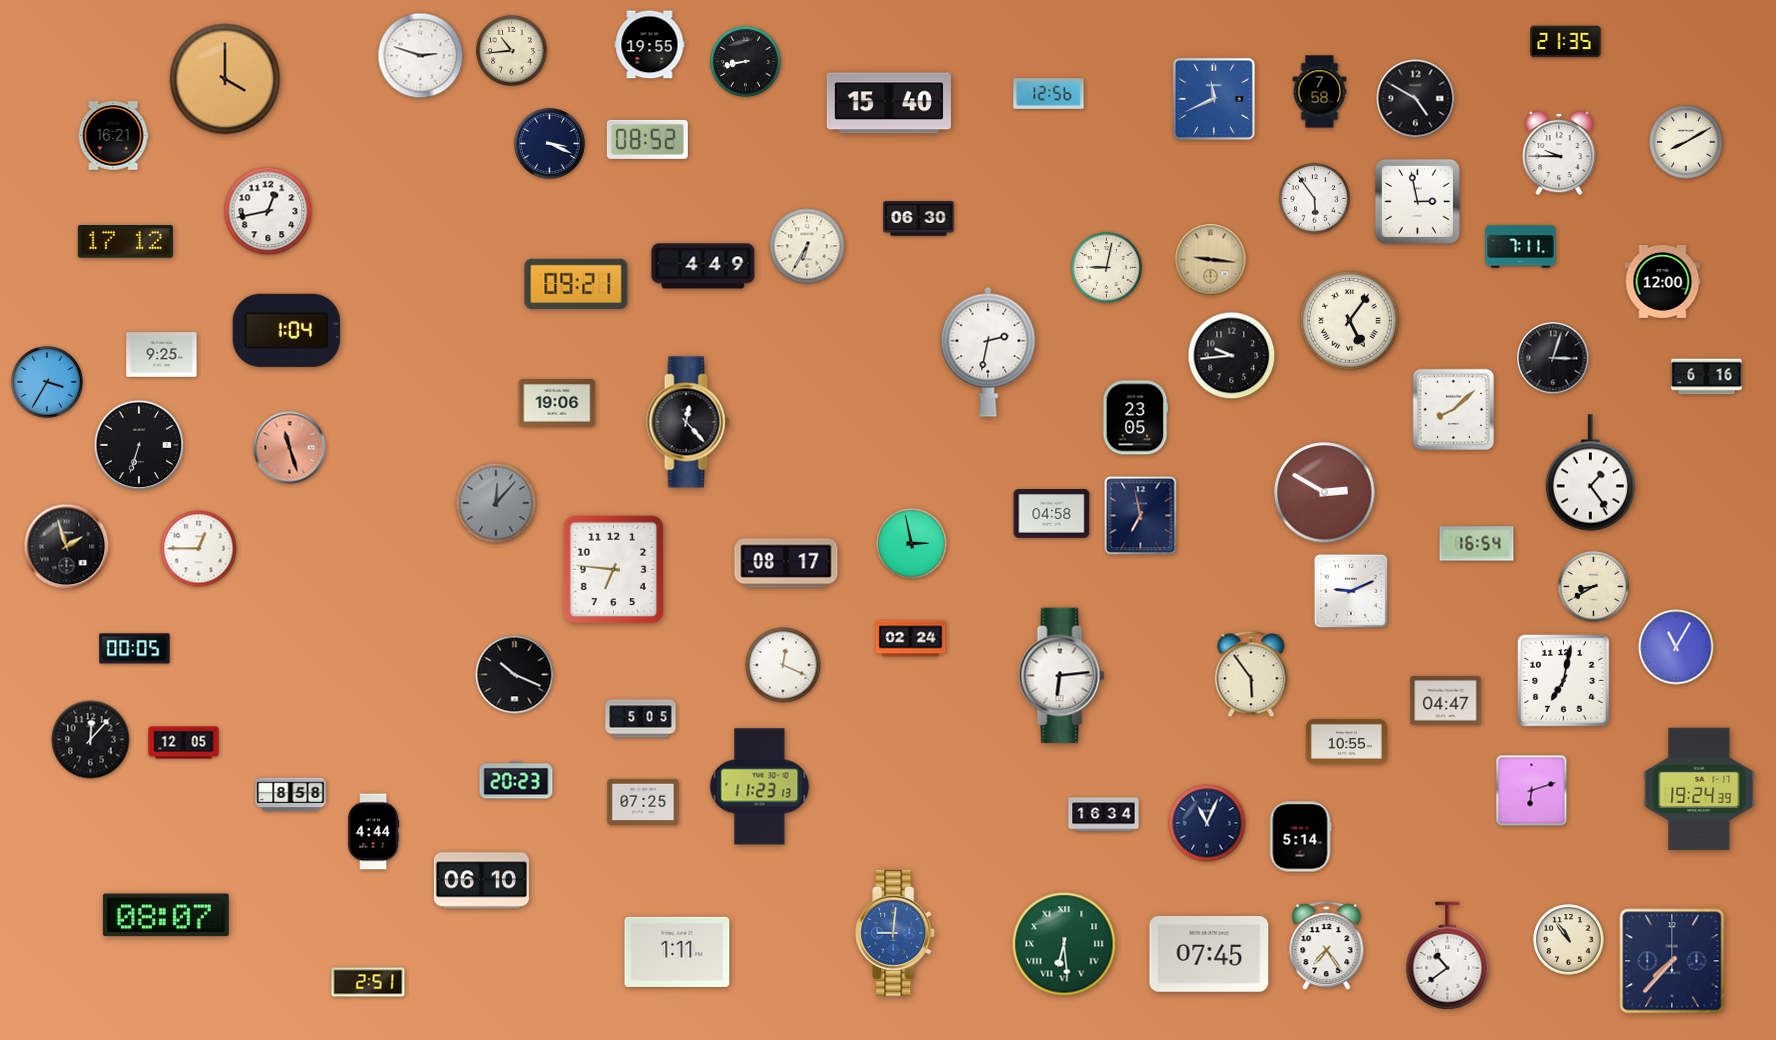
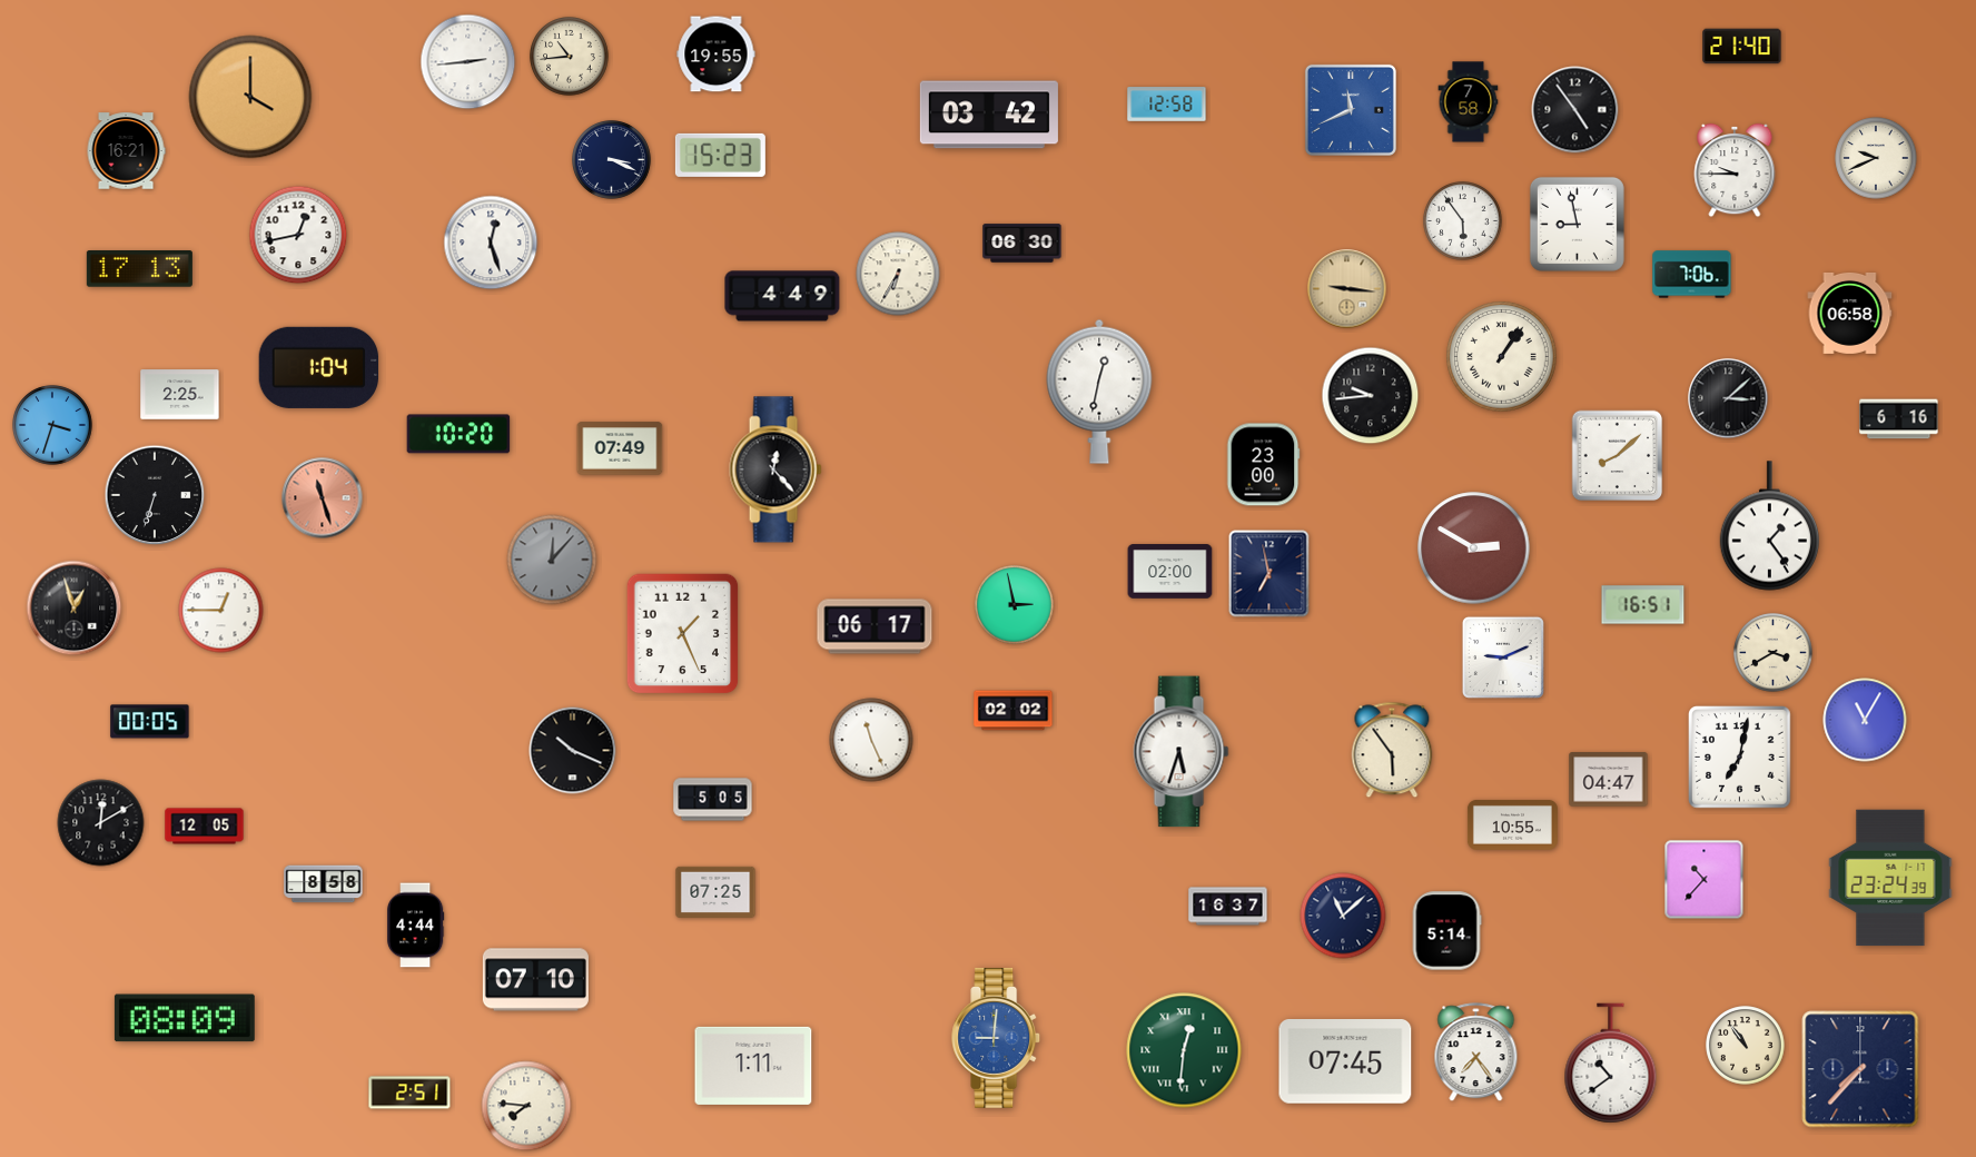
clock at (1566, 42): 21:35 -> 21:40
clock at (650, 45) position: (650, 45) -> (717, 55)
clock at (421, 56): 2:48 -> 2:44
clock at (746, 62): 8:43 -> none
clock at (225, 79) position: (225, 79) -> (250, 97)
clock at (1049, 94): 12:56 -> 12:58
clock at (1416, 99): 4:50 -> 4:54
clock at (889, 103): 15:40 -> 03:42
clock at (647, 139): 08:52 -> 15:23
clock at (1686, 142): 8:10 -> 9:41
clock at (1417, 201): 2:58 -> 8:58
clock at (491, 243): none -> 12:27
clock at (125, 242): 17:12 -> 17:13
clock at (1521, 247): 7:11 -> 7:06
clock at (1107, 268): 9:02 -> none
clock at (1663, 281): 12:00 -> 06:58
clock at (576, 284): 09:21 -> none
clock at (1350, 321): 5:06 -> 1:06
clock at (988, 352): 2:32 -> 12:32
clock at (162, 355): 9:25 -> 2:25
clock at (1553, 358): 3:03 -> 3:08
clock at (47, 382): 3:35 -> 3:33
clock at (458, 434): none -> 10:20
clock at (557, 403): 19:06 -> 07:49
clock at (1136, 418): 23:05 -> 23:00
clock at (688, 422) position: (688, 422) -> (775, 469)
clock at (1052, 514): 04:58 -> 02:00
clock at (1477, 544): 16:54 -> 16:51
clock at (67, 547): 1:57 -> 12:57
clock at (786, 563): 08:17 -> 06:17
clock at (614, 570): 6:46 -> 1:26
clock at (1594, 587): 8:40 -> 3:40
clock at (911, 639): 02:24 -> 02:02
clock at (783, 665): 12:19 -> 11:26
clock at (1062, 676): 6:14 -> 5:33
clock at (91, 740): 12:07 -> 12:10
clock at (1346, 741) position: (1346, 741) -> (1512, 824)
clock at (516, 780): 20:23 -> none
clock at (760, 787): 11:23 -> none
clock at (1699, 789): 19:24 -> 23:24
clock at (1532, 791): 6:12 -> 10:37
clock at (1104, 815): 16:34 -> 16:37
clock at (1207, 823): 11:04 -> 11:08
clock at (481, 881): 06:10 -> 07:10
clock at (166, 915): 08:07 -> 08:09
clock at (1064, 944): 6:29 -> 12:31
clock at (677, 952) position: (677, 952) -> (753, 1066)
clock at (526, 1106): none -> 7:46
